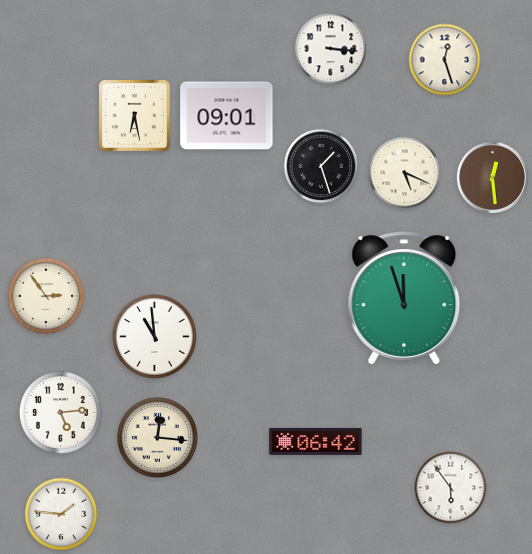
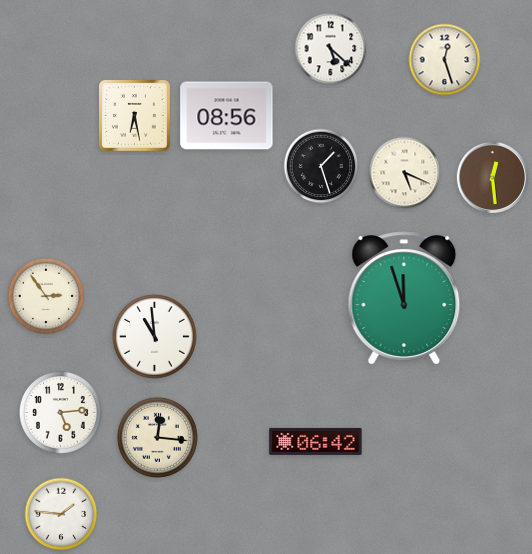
clock at (331, 49): 3:16 -> 5:22
clock at (227, 116): 09:01 -> 08:56
clock at (451, 488): 5:54 -> none
